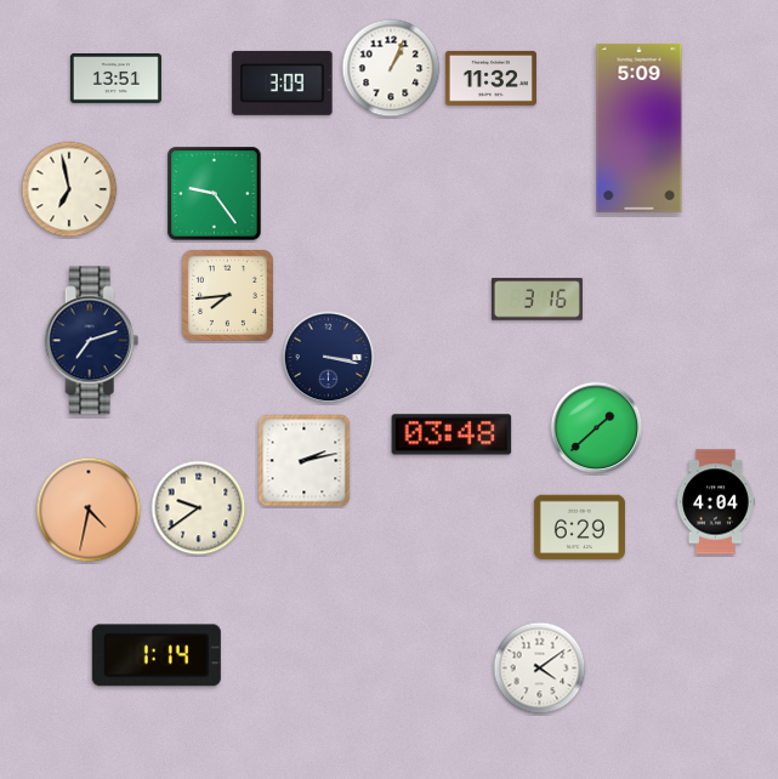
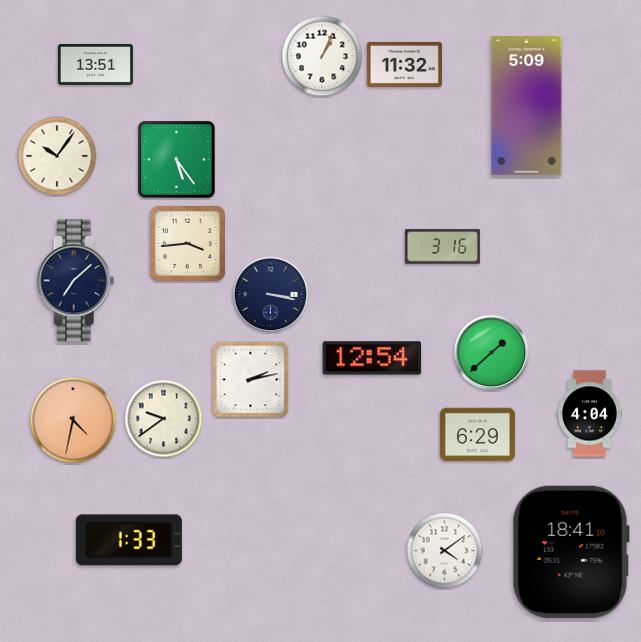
clock at (283, 83): 3:09 -> none
clock at (69, 189): 6:58 -> 10:06
clock at (215, 194): 9:24 -> 5:24
clock at (227, 295): 7:44 -> 3:44
clock at (92, 341): 7:12 -> 7:08
clock at (452, 434): 03:48 -> 12:54
clock at (157, 655): 1:14 -> 1:33
clock at (571, 552): none -> 18:41
